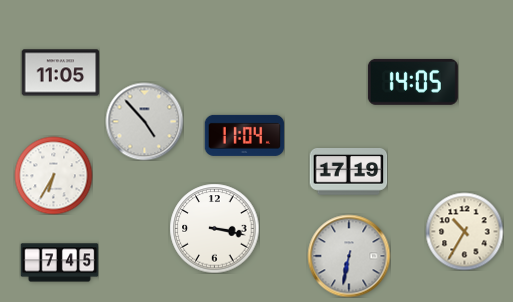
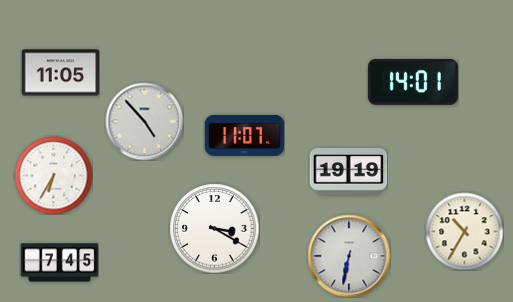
clock at (413, 82): 14:05 -> 14:01
clock at (244, 135): 11:04 -> 11:07
clock at (348, 172): 17:19 -> 19:19
clock at (214, 228): 3:17 -> 3:20
